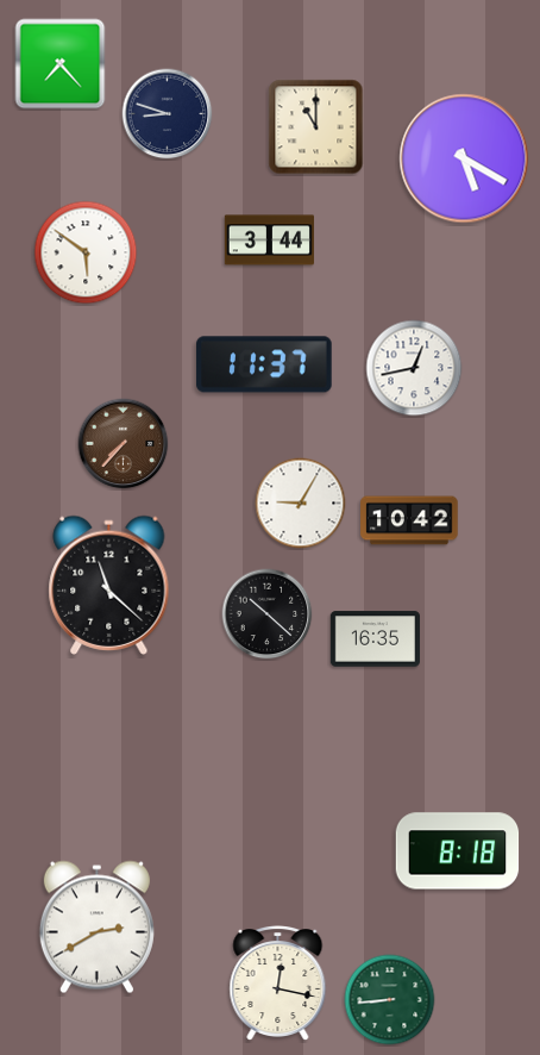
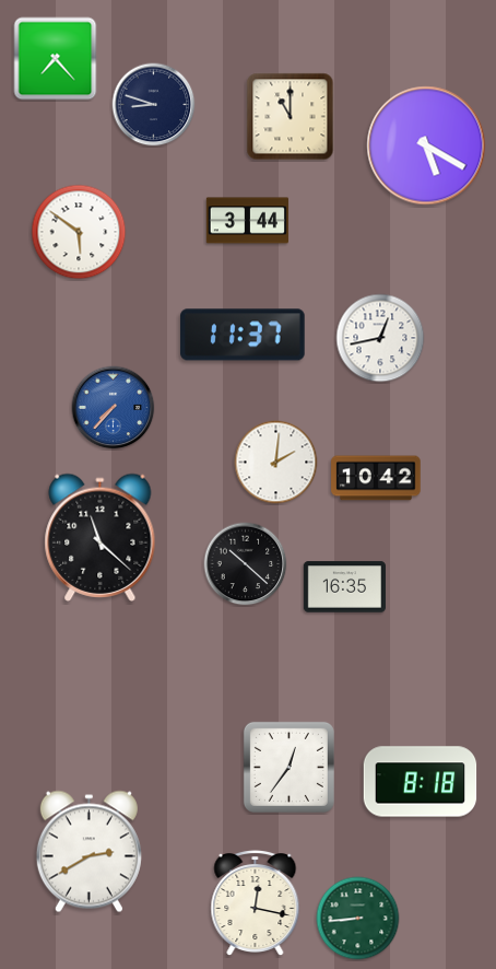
clock at (124, 444) dial: brown -> blue
clock at (301, 504): 9:05 -> 2:01
clock at (288, 767): none -> 12:36
